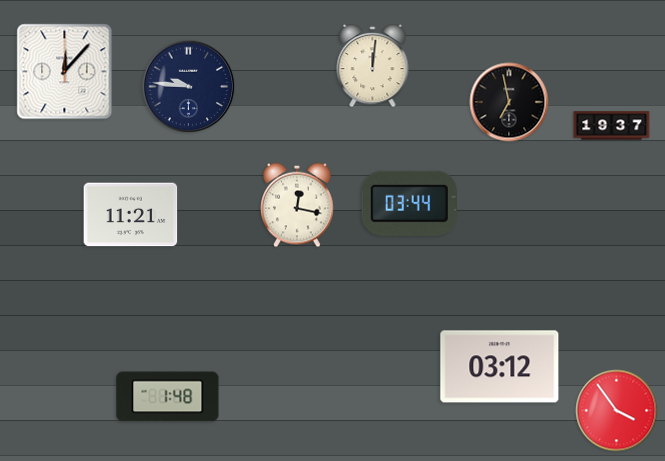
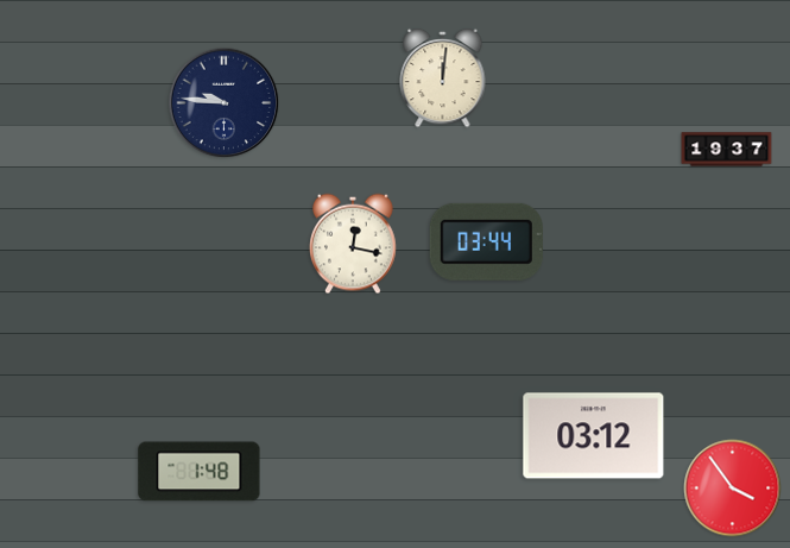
clock at (65, 72): 12:07 -> none
clock at (509, 102): 6:58 -> none
clock at (131, 215): 11:21 -> none
